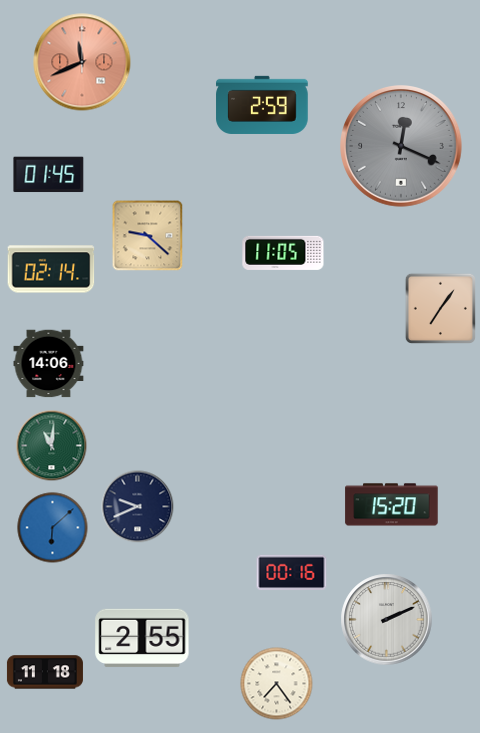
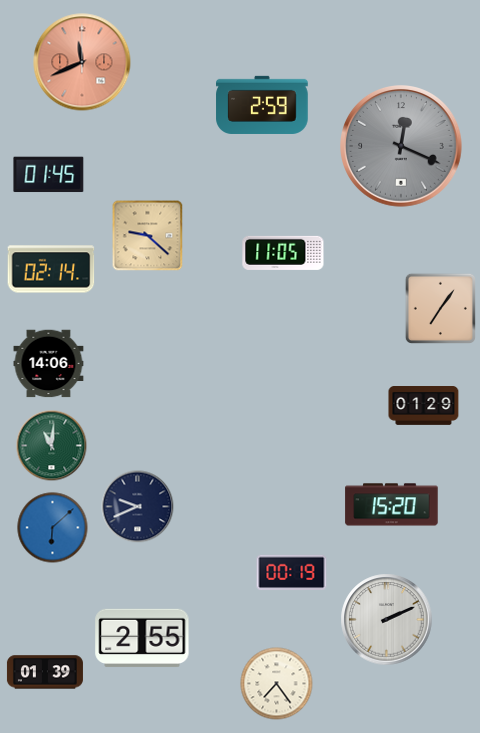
clock at (424, 406): none -> 01:29
clock at (292, 573): 00:16 -> 00:19
clock at (45, 672): 11:18 -> 01:39
